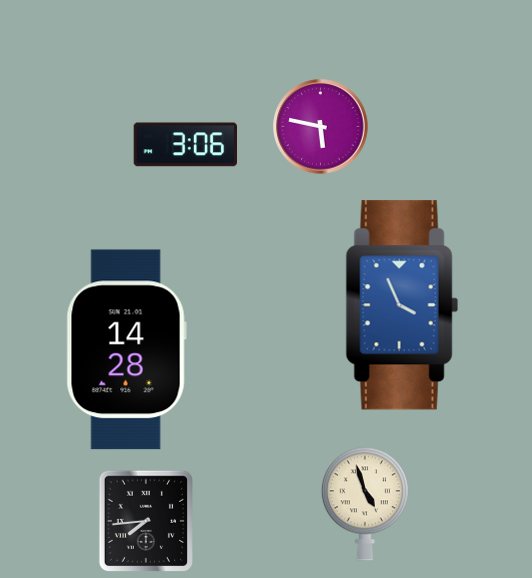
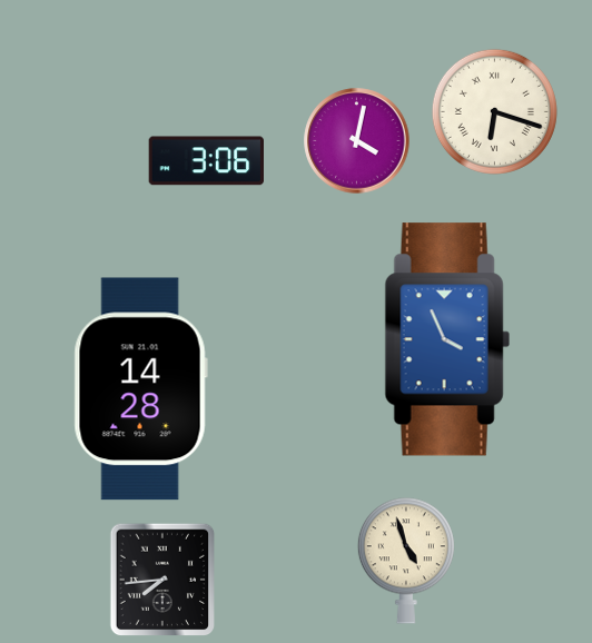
clock at (494, 111): none -> 6:18
clock at (321, 127): 5:47 -> 4:02
